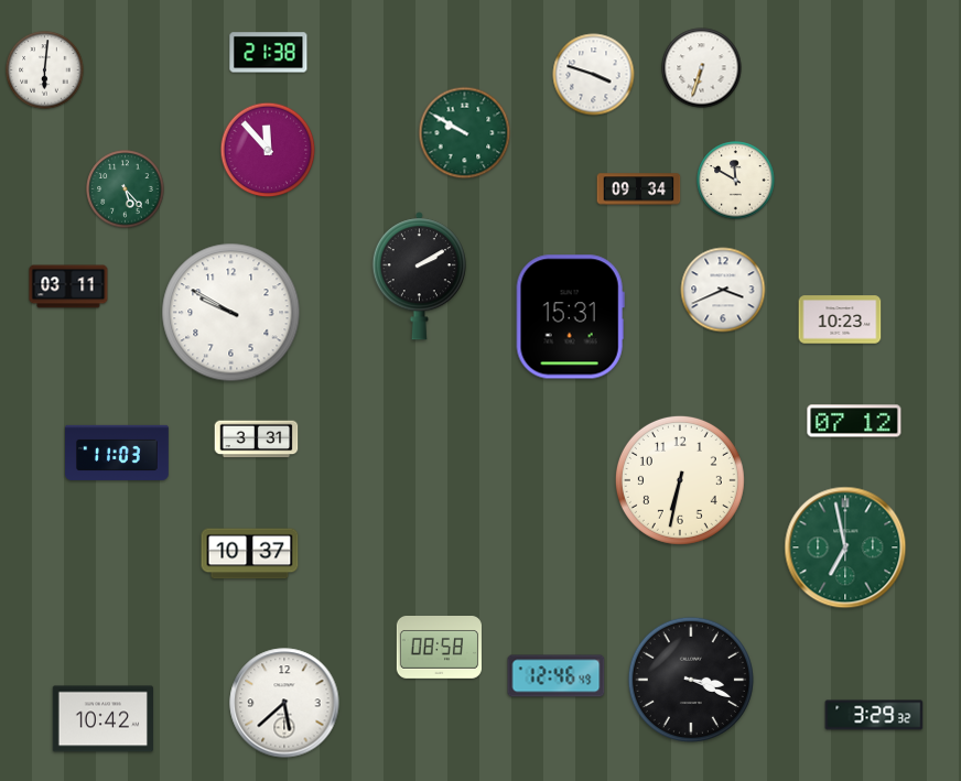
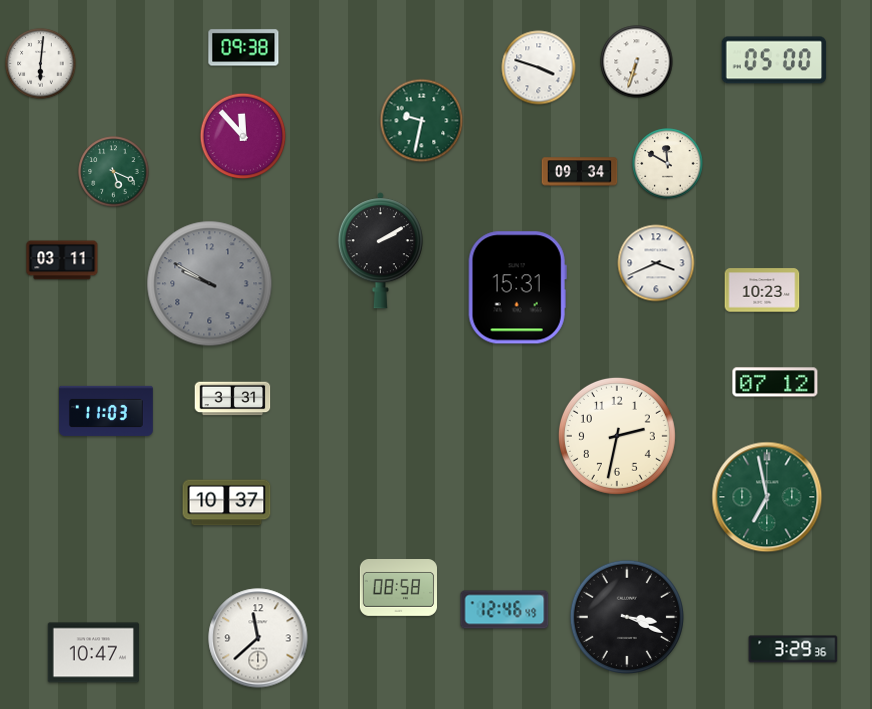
clock at (269, 53): 21:38 -> 09:38
clock at (774, 60): none -> 05:00
clock at (465, 133): 9:50 -> 9:32
clock at (126, 189): 5:23 -> 5:19
clock at (231, 313) dial: white -> grey
clock at (680, 480): 6:32 -> 2:32
clock at (557, 676) position: (557, 676) -> (505, 610)
clock at (284, 703): 5:38 -> 11:38
clock at (874, 715): 3:29:32 -> 3:29:36
clock at (102, 719): 10:42 -> 10:47
